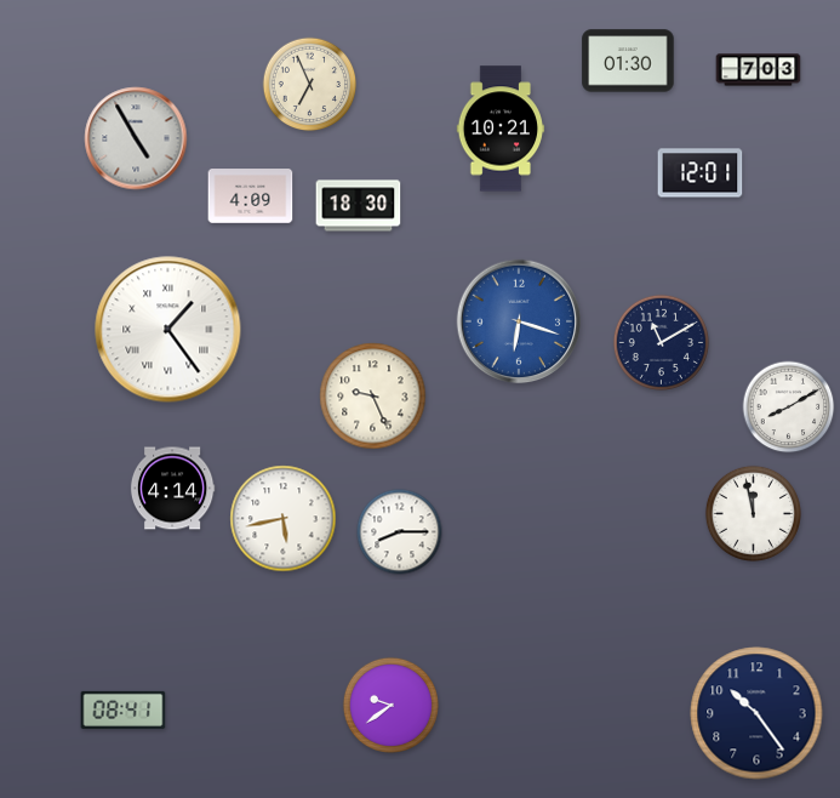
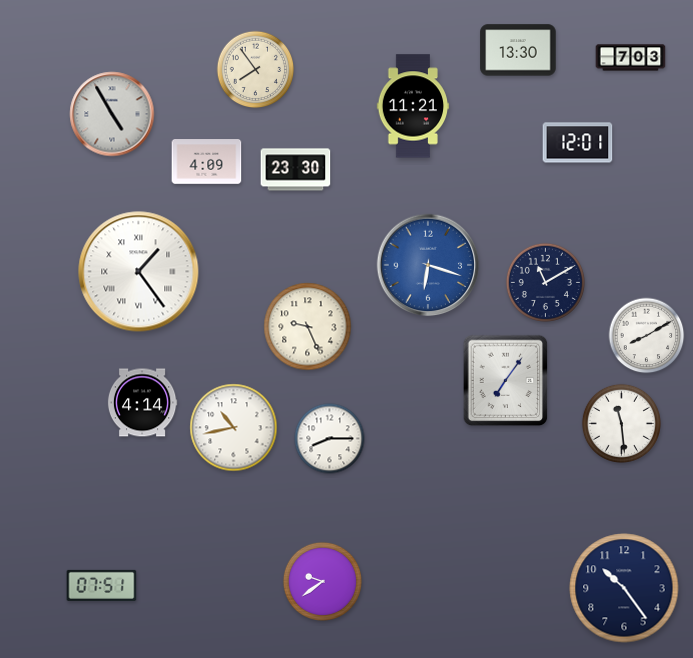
clock at (628, 61): 01:30 -> 13:30
clock at (759, 70) position: (759, 70) -> (631, 58)
clock at (310, 85): 6:56 -> 7:54
clock at (501, 129): 10:21 -> 11:21
clock at (359, 206): 18:30 -> 23:30
clock at (789, 407) position: (789, 407) -> (647, 336)
clock at (506, 381): none -> 7:06
clock at (753, 513): 11:58 -> 11:29
clock at (284, 519): 5:43 -> 10:43
clock at (124, 709): 08:41 -> 07:51
